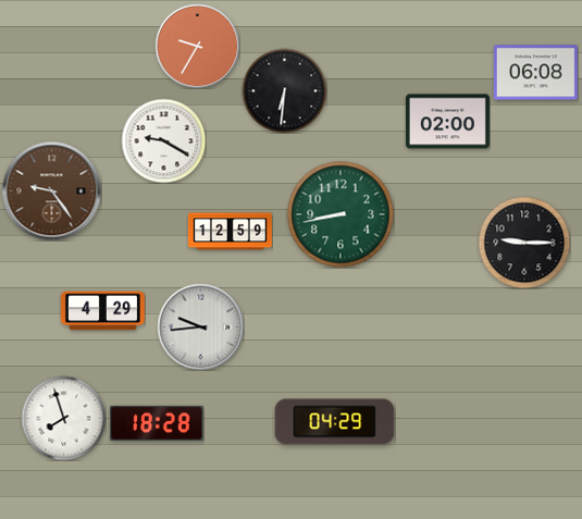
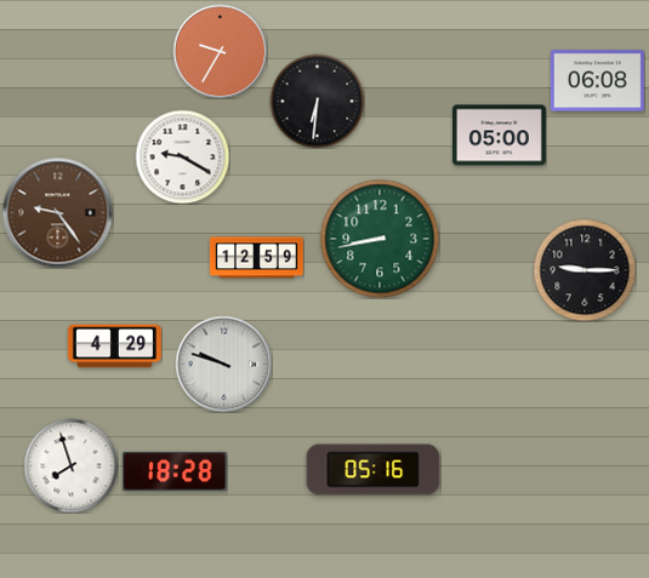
clock at (447, 122): 02:00 -> 05:00
clock at (200, 326): 9:44 -> 9:48
clock at (335, 422): 04:29 -> 05:16
